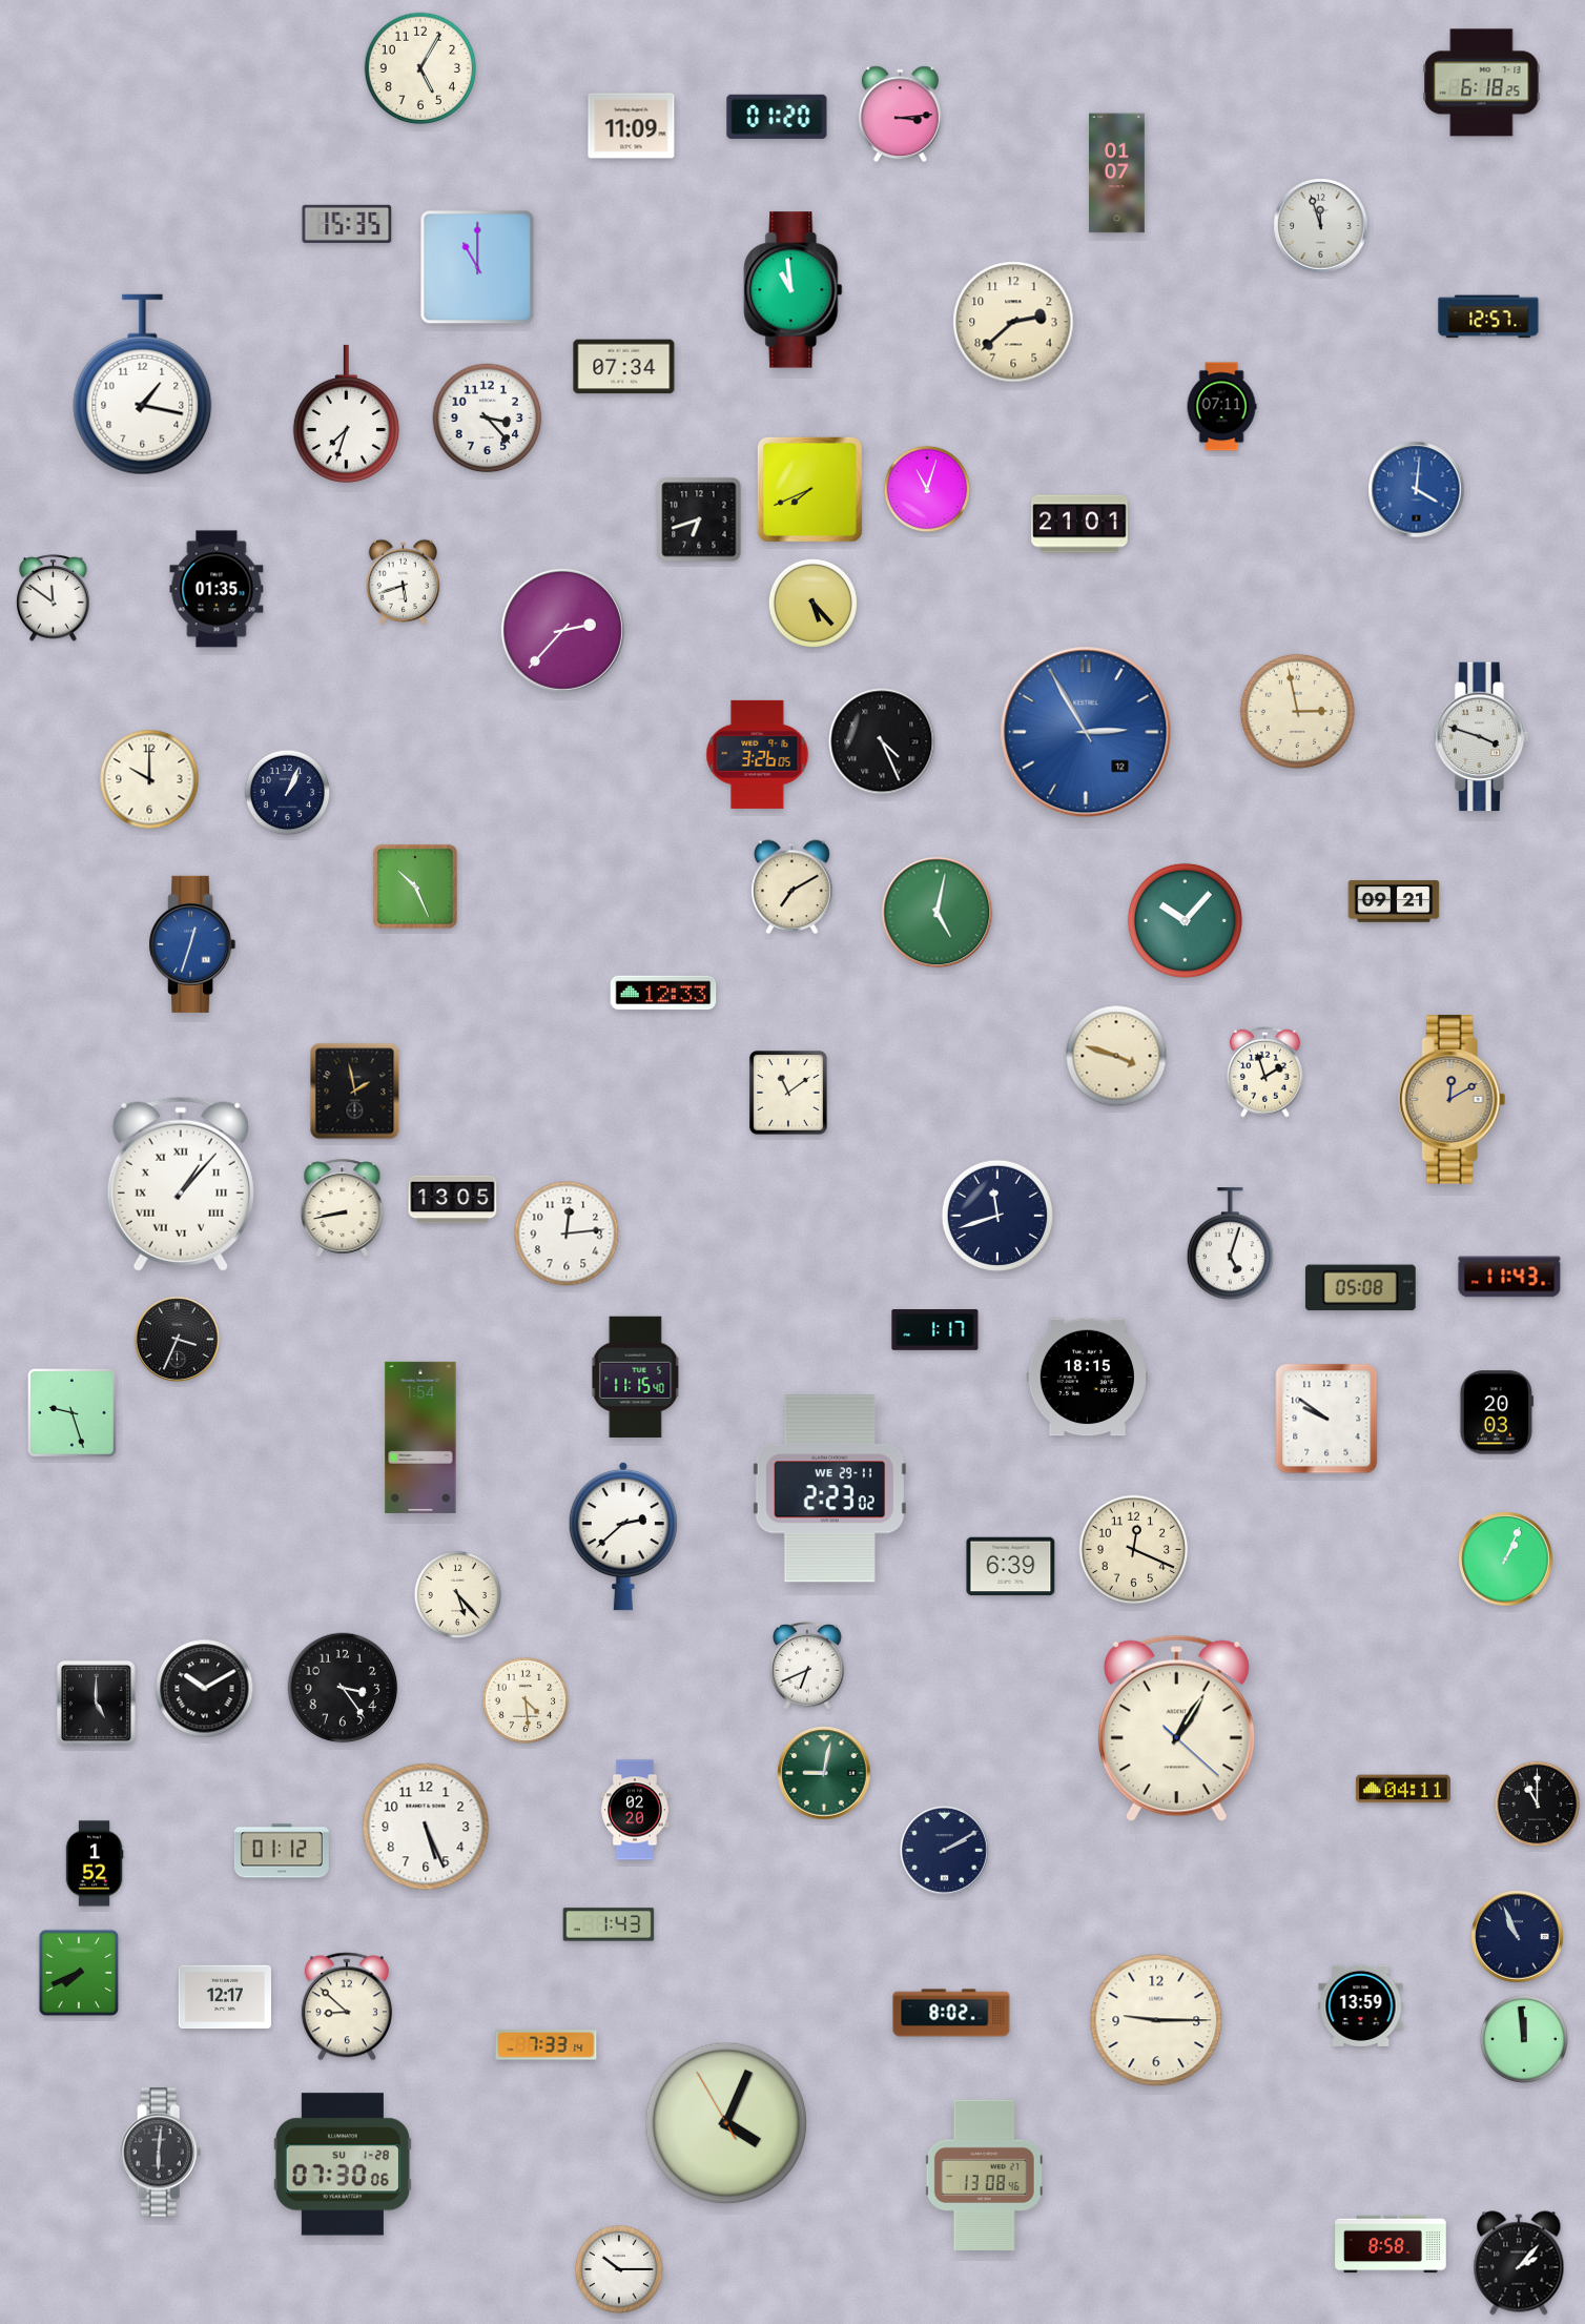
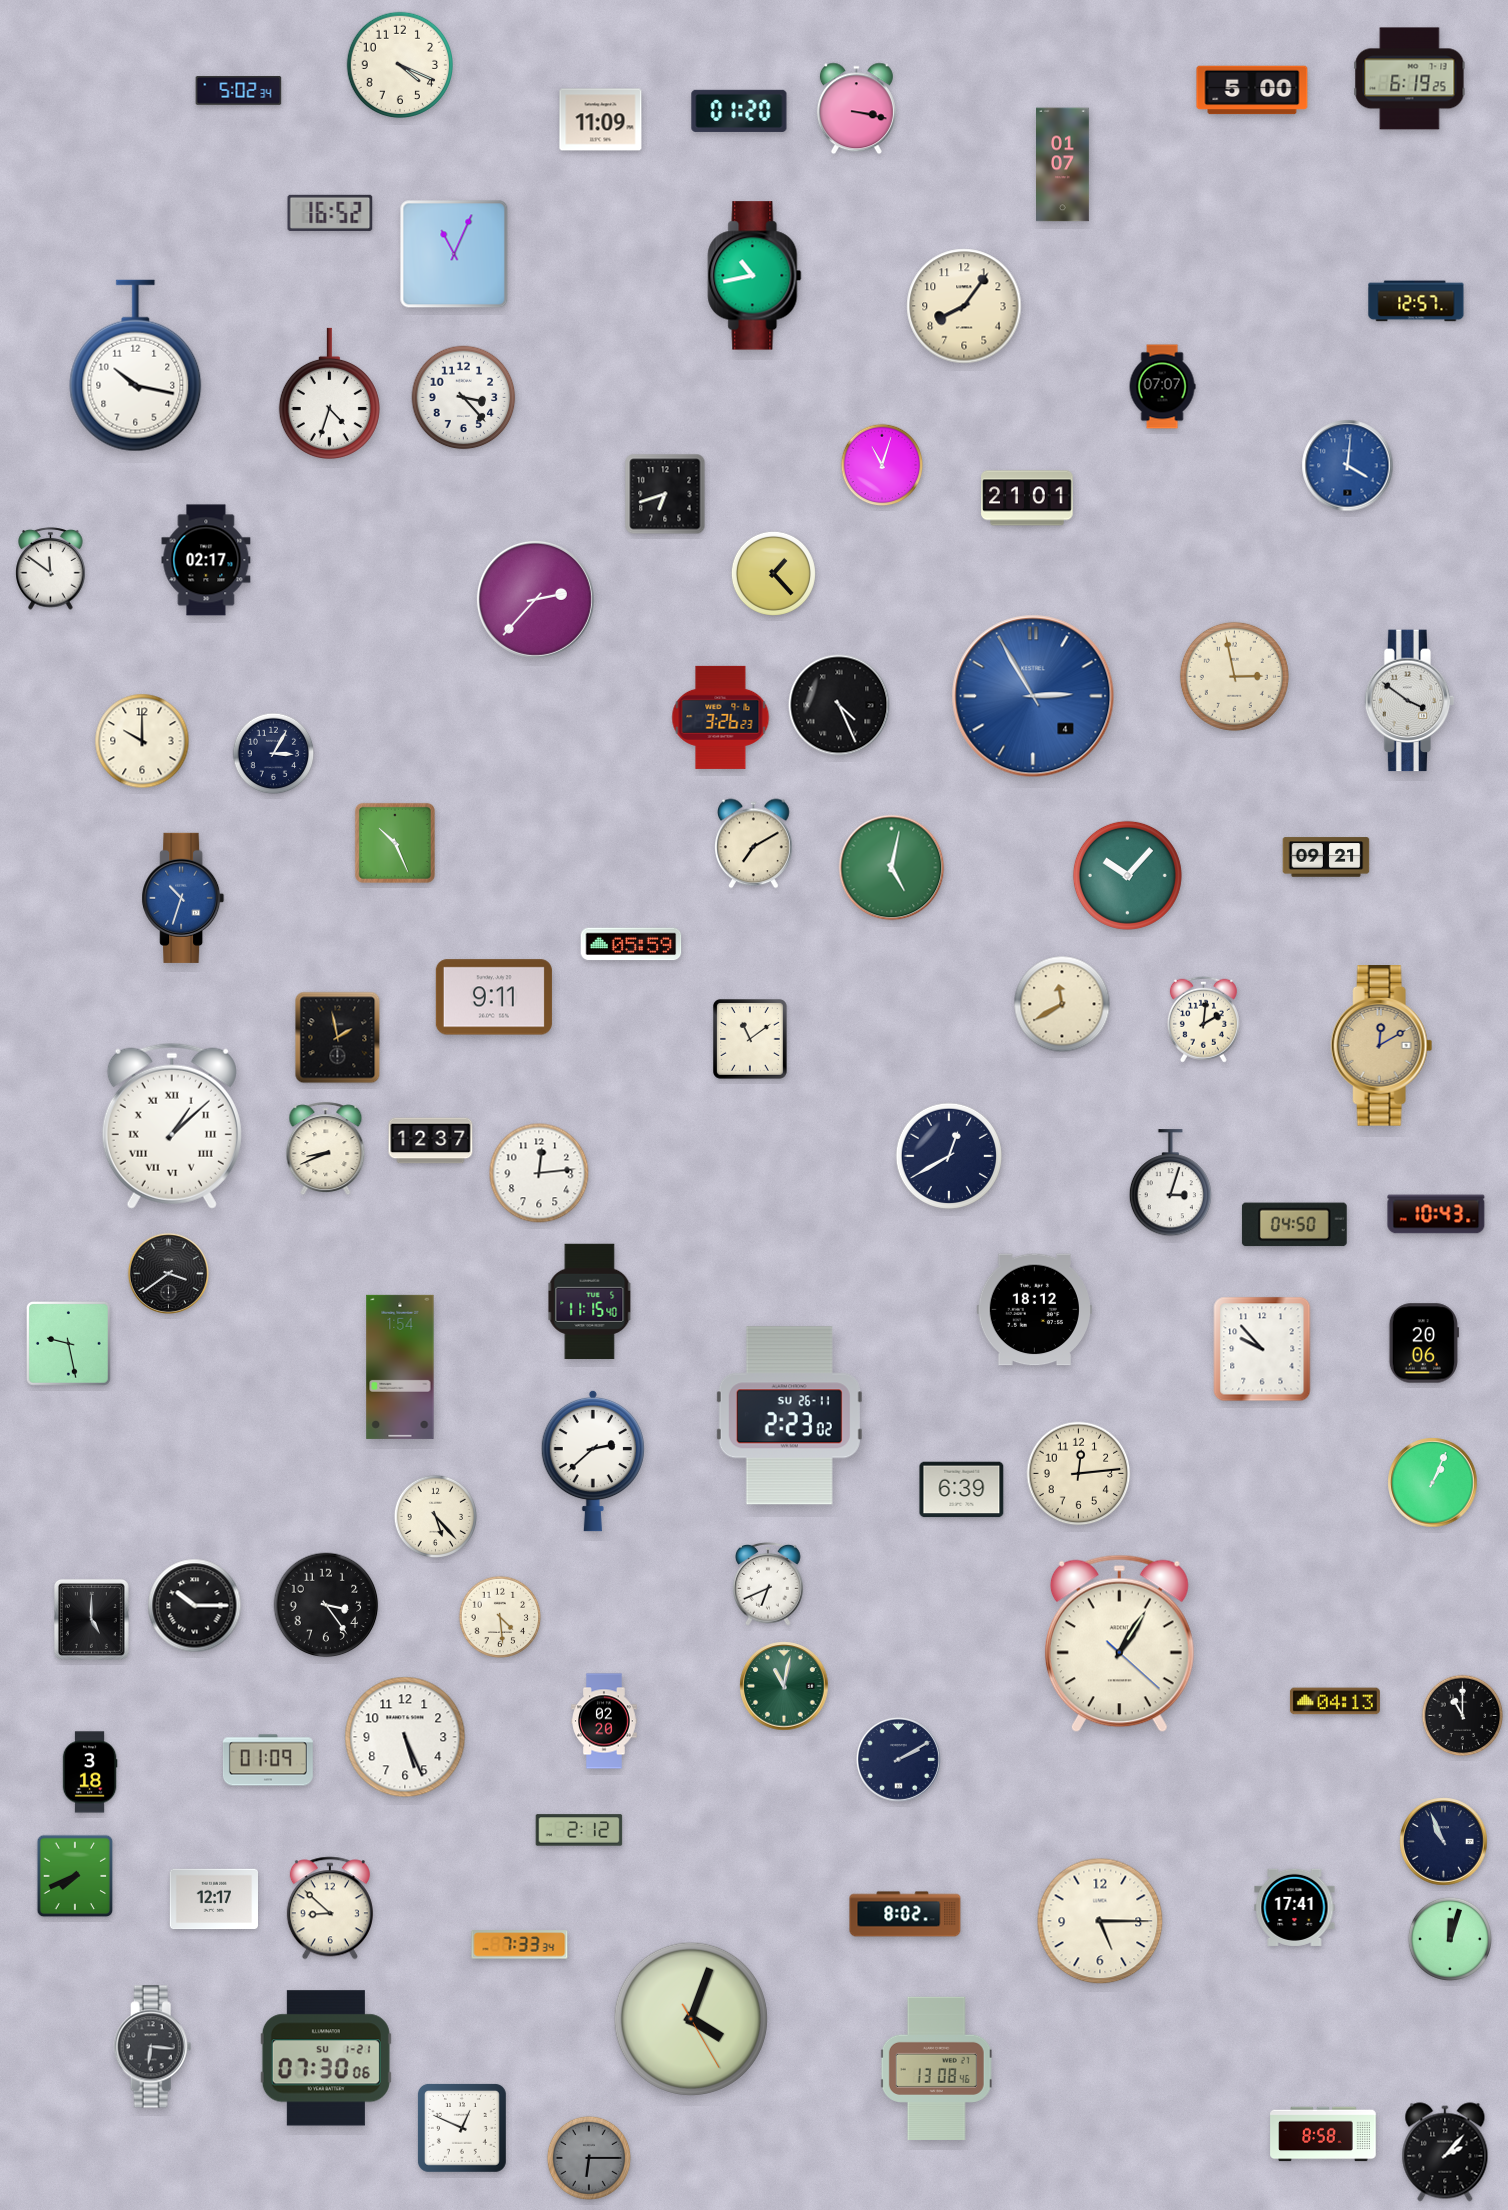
clock at (419, 67): 5:05 -> 4:19
clock at (1482, 83): 6:18 -> 6:19
clock at (1252, 90): none -> 5:00
clock at (239, 91): none -> 5:02
clock at (900, 115): 3:14 -> 3:17
clock at (347, 224): 15:35 -> 16:52
clock at (1321, 226): 11:57 -> none
clock at (477, 267): 11:00 -> 11:04
clock at (794, 290): 10:59 -> 10:43
clock at (1013, 322): 2:38 -> 8:06
clock at (624, 367): 07:34 -> none
clock at (143, 385): 1:17 -> 10:17
clock at (1221, 407): 07:11 -> 07:07
clock at (346, 413): 7:33 -> 4:33
clock at (809, 489): 7:41 -> none
clock at (403, 582): 5:42 -> none
clock at (217, 589): 01:35 -> 02:17
clock at (812, 603): 5:23 -> 1:23
clock at (1086, 732) date: 12 -> 4
clock at (1482, 737): 3:48 -> 3:51
clock at (758, 754): 3:26:05 -> 3:26:23
clock at (288, 793): 1:04 -> 3:05
clock at (192, 944): 12:33 -> 10:33
clock at (663, 993): 12:33 -> 05:59
clock at (494, 997): none -> 9:11
clock at (1116, 1056): 3:48 -> 11:40
clock at (1264, 1072): 1:57 -> 2:01
clock at (181, 1184): 1:07 -> 1:08
clock at (453, 1200): 13:05 -> 12:37
clock at (343, 1208): 8:43 -> 8:41
clock at (996, 1215): 11:42 -> 12:40
clock at (1230, 1244): 5:03 -> 3:03
clock at (1509, 1277): 11:43 -> 10:43
clock at (1360, 1288): 05:08 -> 04:50
clock at (935, 1330): 1:17 -> none
clock at (177, 1339): 3:34 -> 3:39
clock at (636, 1377) position: (636, 1377) -> (590, 1301)
clock at (1087, 1378): 18:15 -> 18:12
clock at (1497, 1412): 20:03 -> 20:06
clock at (73, 1413): 9:27 -> 9:28
clock at (1326, 1419): 9:51 -> 9:53
clock at (829, 1489) date: WE 29-11 -> SU 26-11
clock at (1134, 1550): 12:19 -> 12:14
clock at (205, 1689): 10:10 -> 10:15
clock at (824, 1773): 9:02 -> 11:02
clock at (1403, 1789): 04:11 -> 04:13
clock at (282, 1851): 01:12 -> 01:09
clock at (95, 1863): 1:52 -> 3:18
clock at (609, 1924): 1:43 -> 2:12
clock at (1361, 2005): 13:59 -> 17:41
clock at (1156, 2020): 9:15 -> 5:15
clock at (1524, 2039): 11:59 -> 12:03
clock at (547, 2045): 7:33:14 -> 7:33:34
clock at (726, 2122): 4:03:55 -> 4:03:25
clock at (161, 2153): 6:01 -> 6:16
clock at (343, 2164) date: SU 1-28 -> SU 1-21
clock at (462, 2128): none -> 12:49
clock at (619, 2269): 10:15 -> 6:15
clock at (619, 2269) dial: white -> grey
